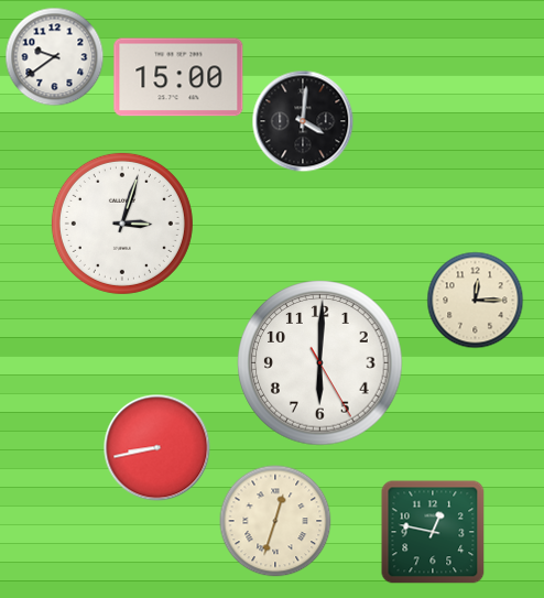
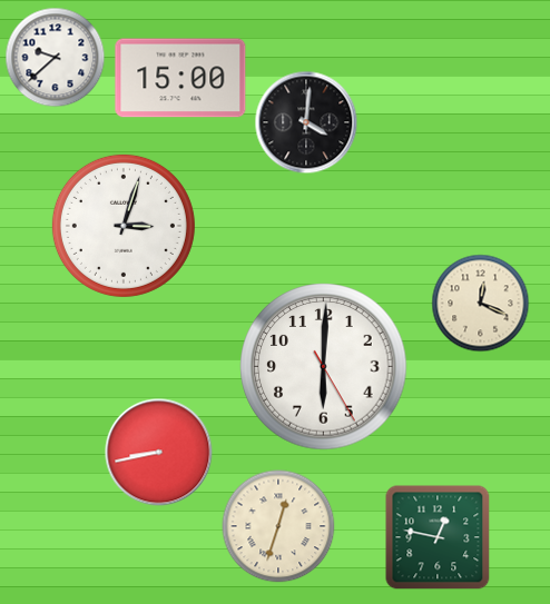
clock at (55, 57): 9:39 -> 9:38
clock at (476, 301): 12:15 -> 12:19
